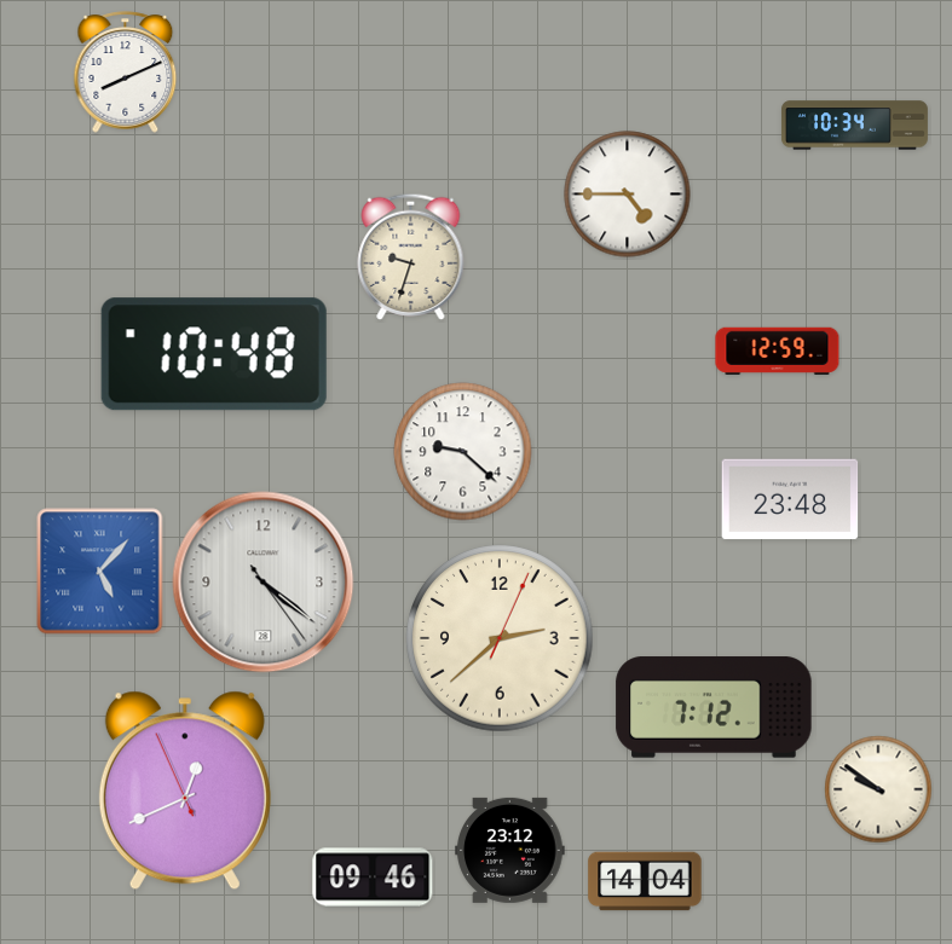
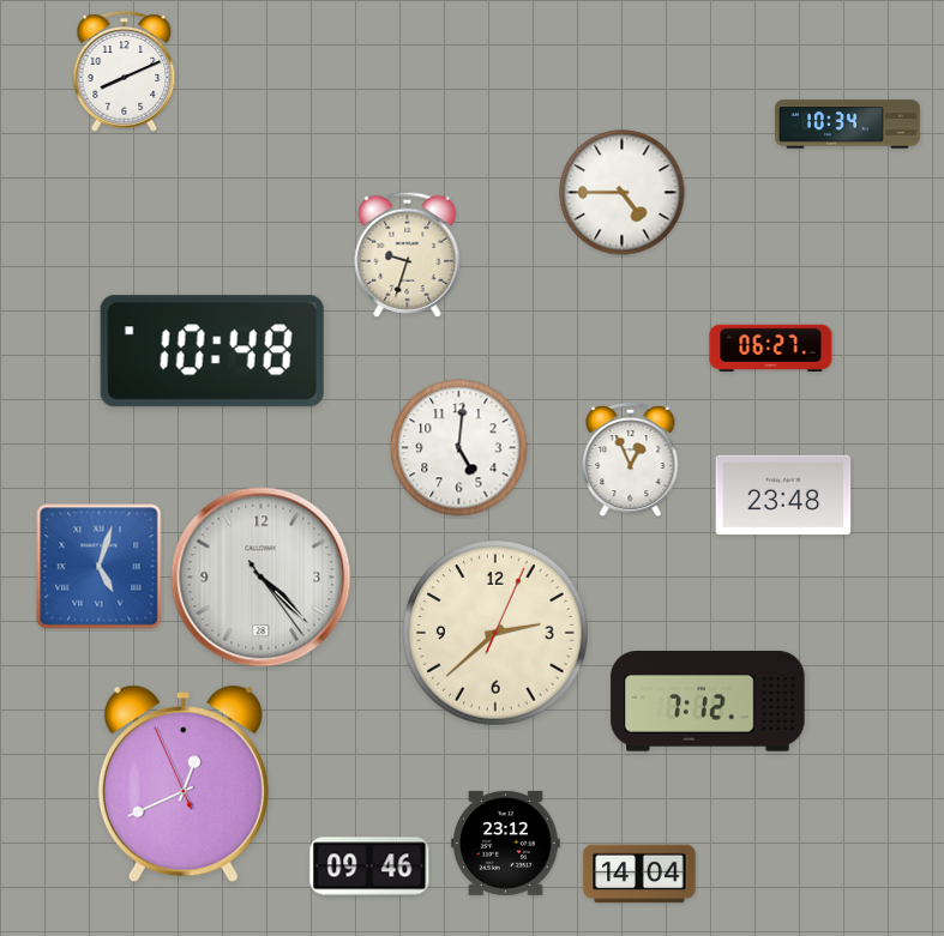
clock at (778, 351): 12:59 -> 06:27
clock at (463, 452): 9:22 -> 5:01
clock at (631, 460): none -> 12:56
clock at (100, 572): 5:07 -> 5:03
clock at (264, 583): 4:21 -> 4:22
clock at (878, 789): 9:51 -> none
clock at (373, 878) position: (373, 878) -> (369, 866)
